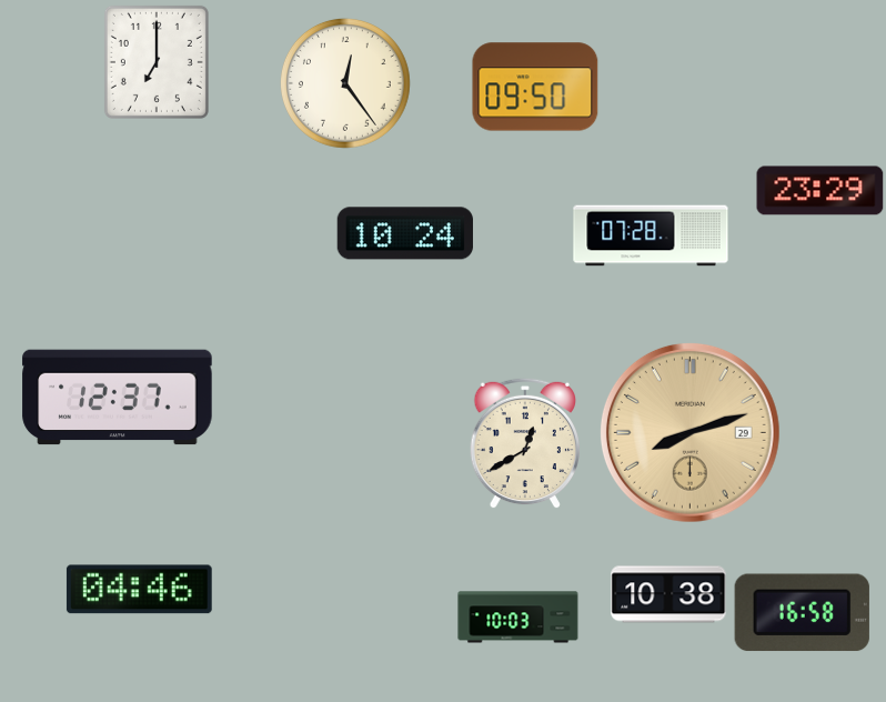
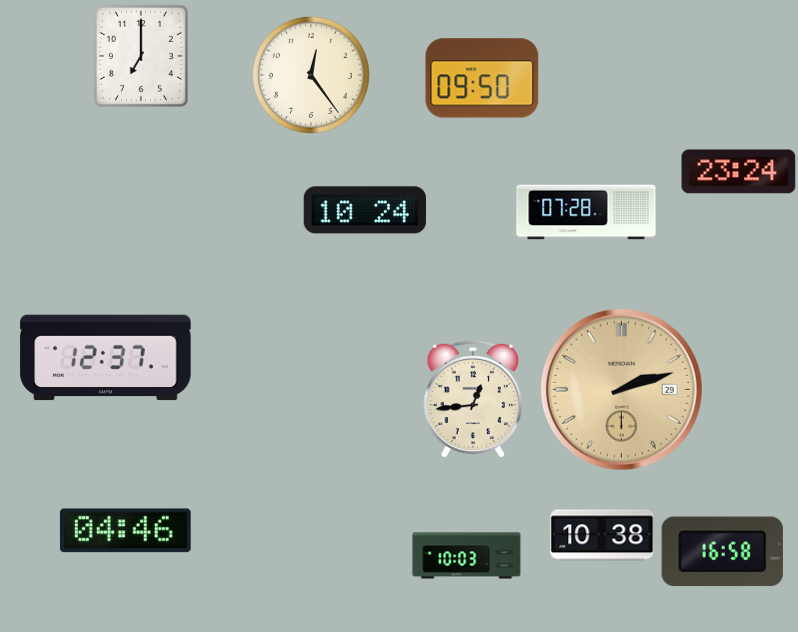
clock at (820, 191): 23:29 -> 23:24
clock at (689, 432): 8:12 -> 2:12
clock at (524, 443): 12:40 -> 12:44
